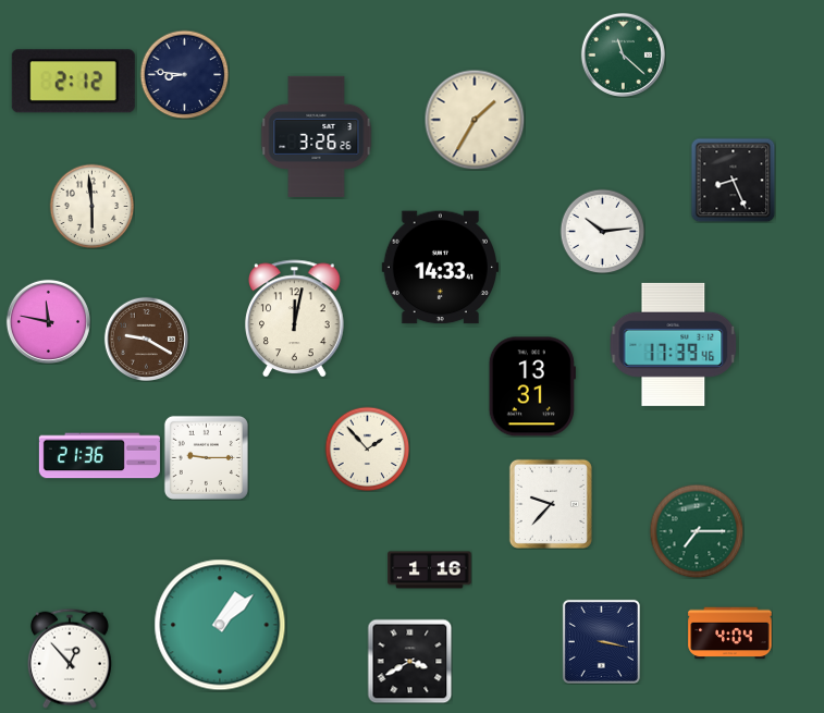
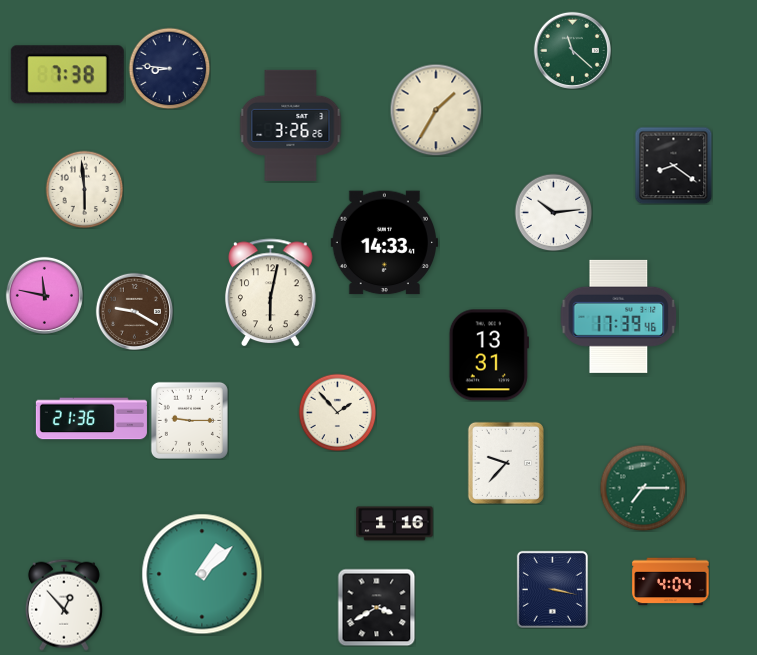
clock at (73, 82): 2:12 -> 7:38
clock at (733, 180): 8:26 -> 8:21
clock at (440, 268) position: (440, 268) -> (384, 243)
clock at (295, 319): 12:02 -> 6:02
clock at (697, 531) position: (697, 531) -> (643, 488)
